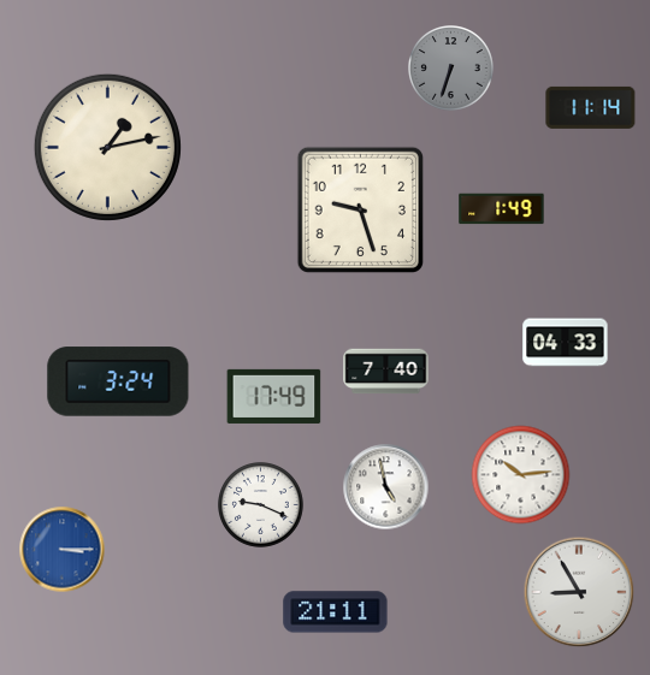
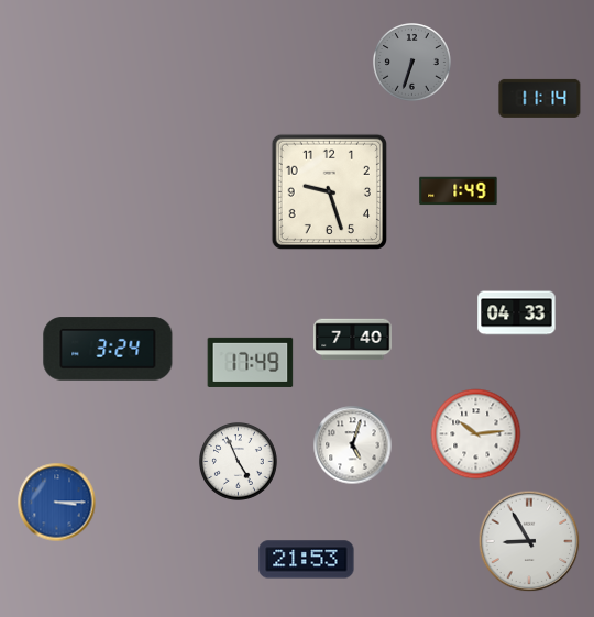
clock at (107, 147): 1:13 -> none
clock at (386, 487): 4:58 -> 5:03
clock at (261, 505): 9:19 -> 4:56
clock at (336, 612): 21:11 -> 21:53
